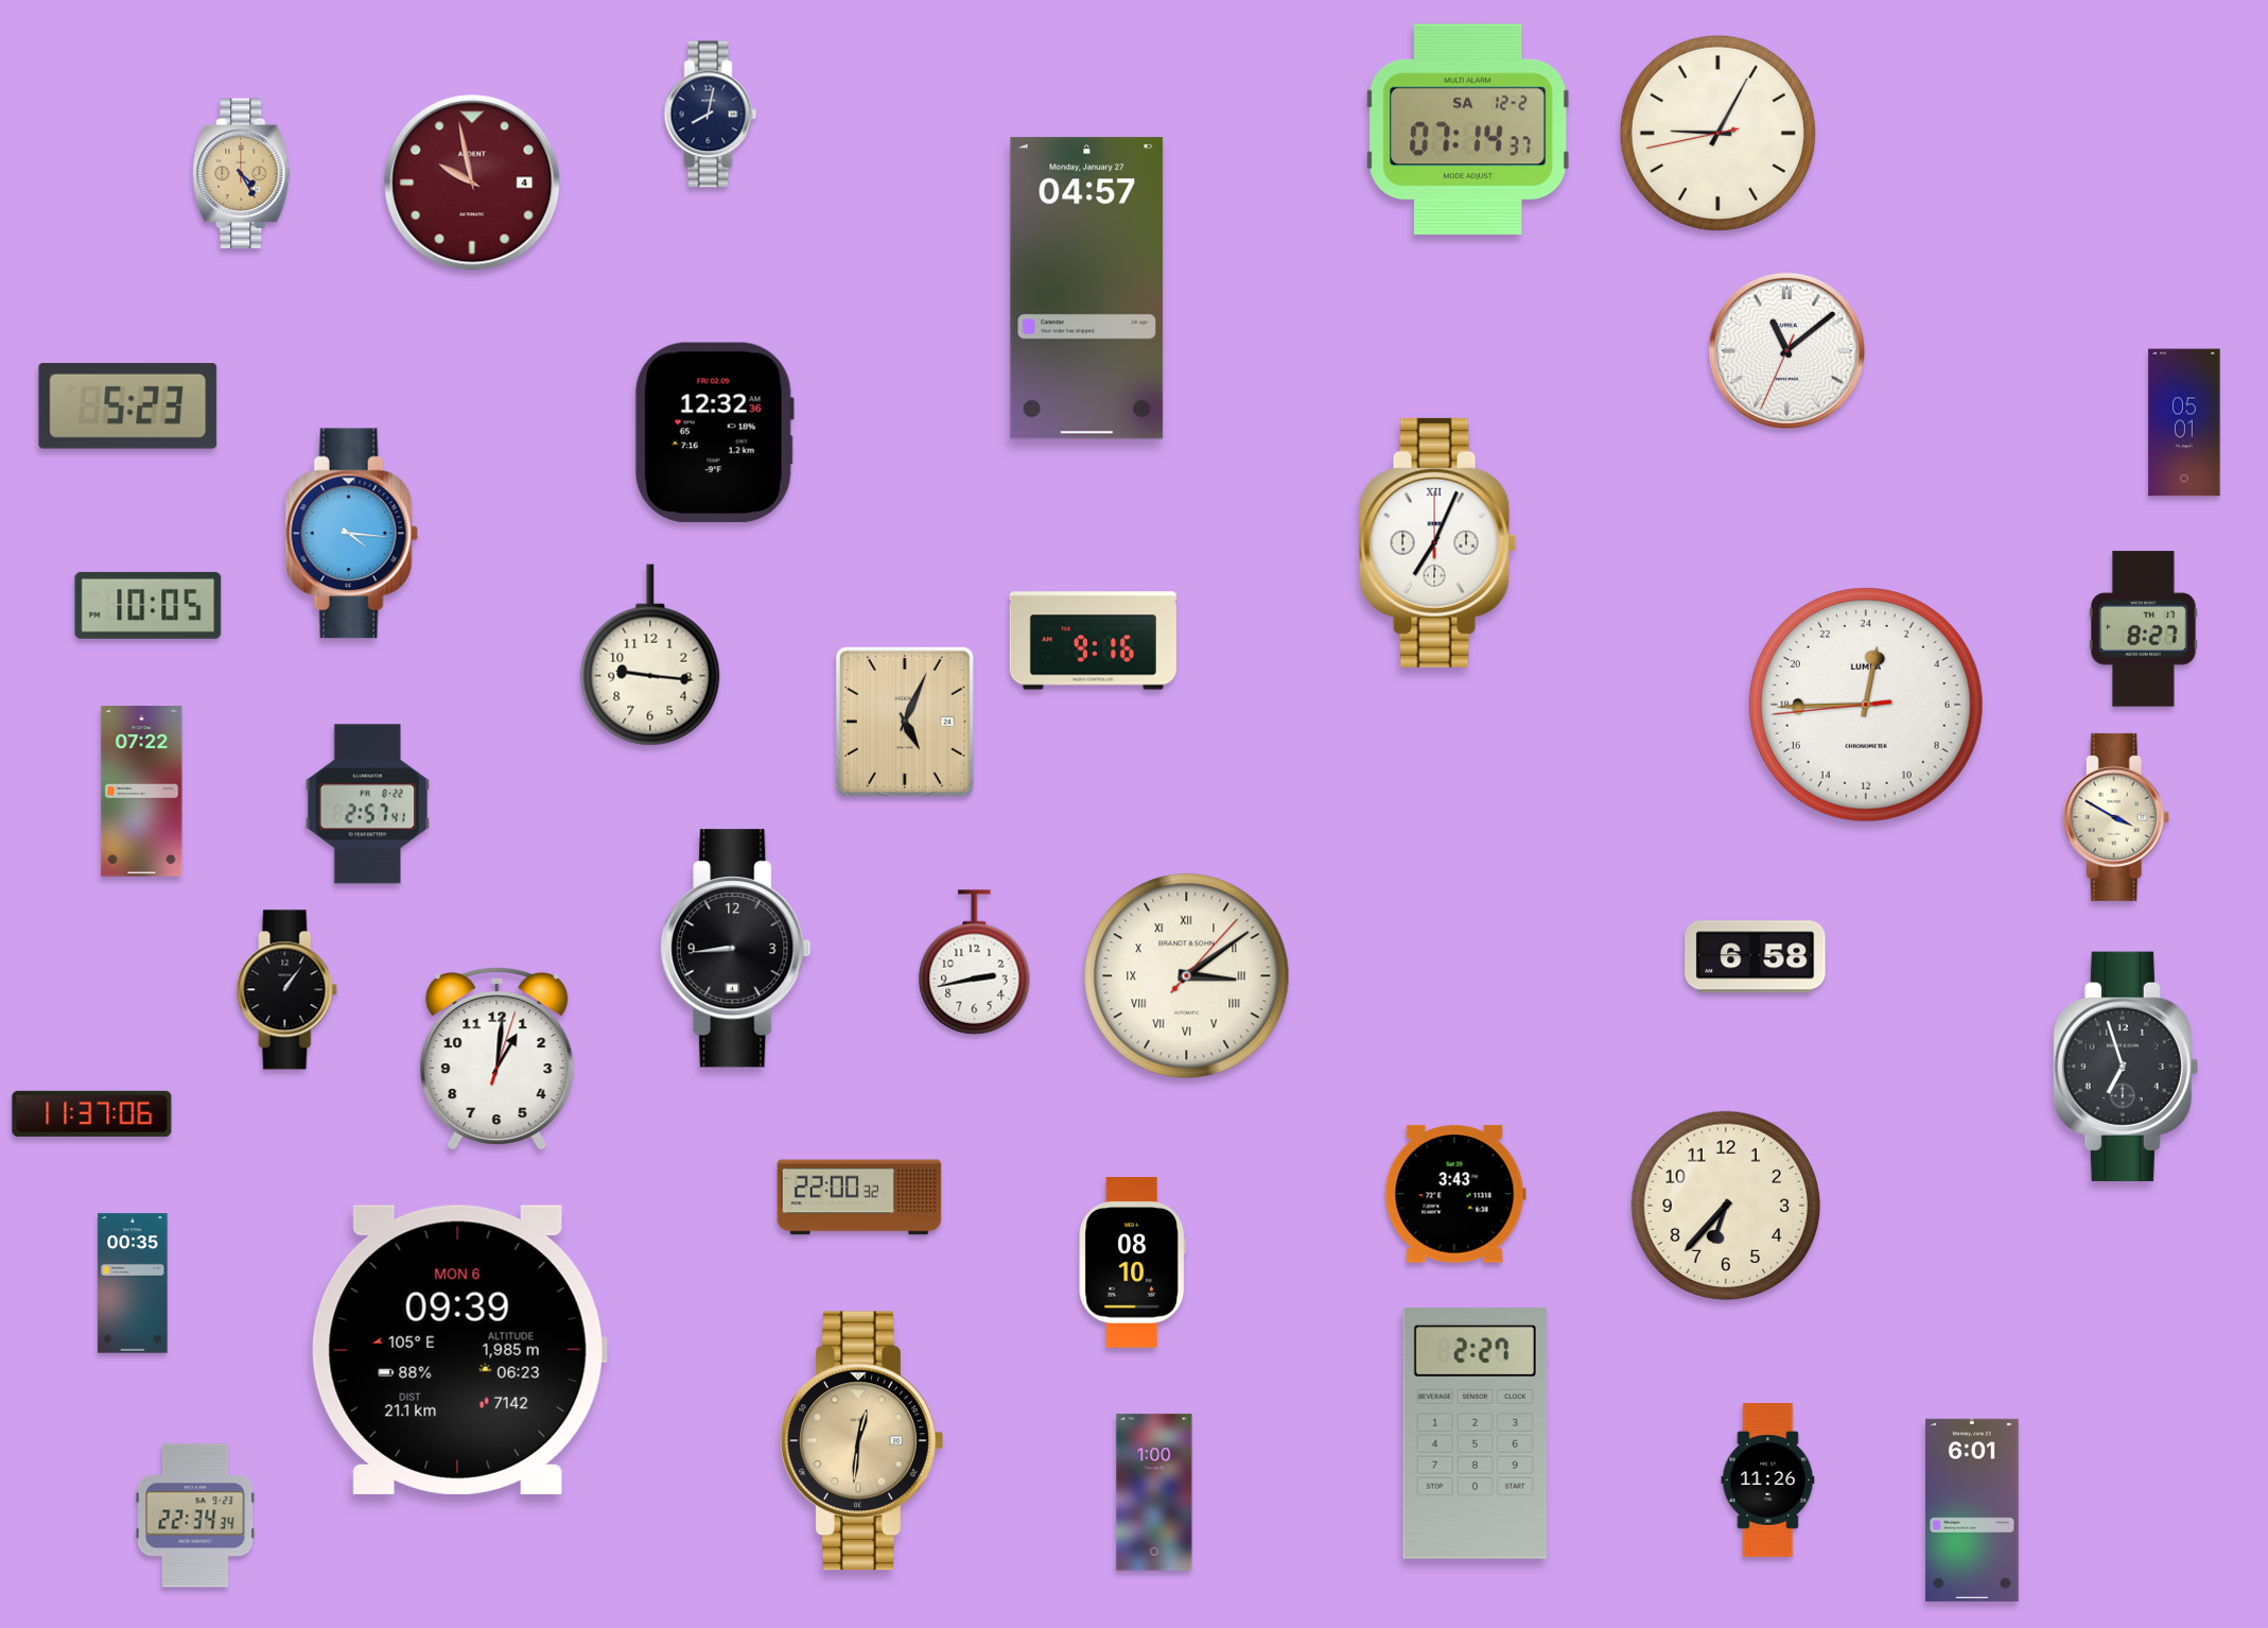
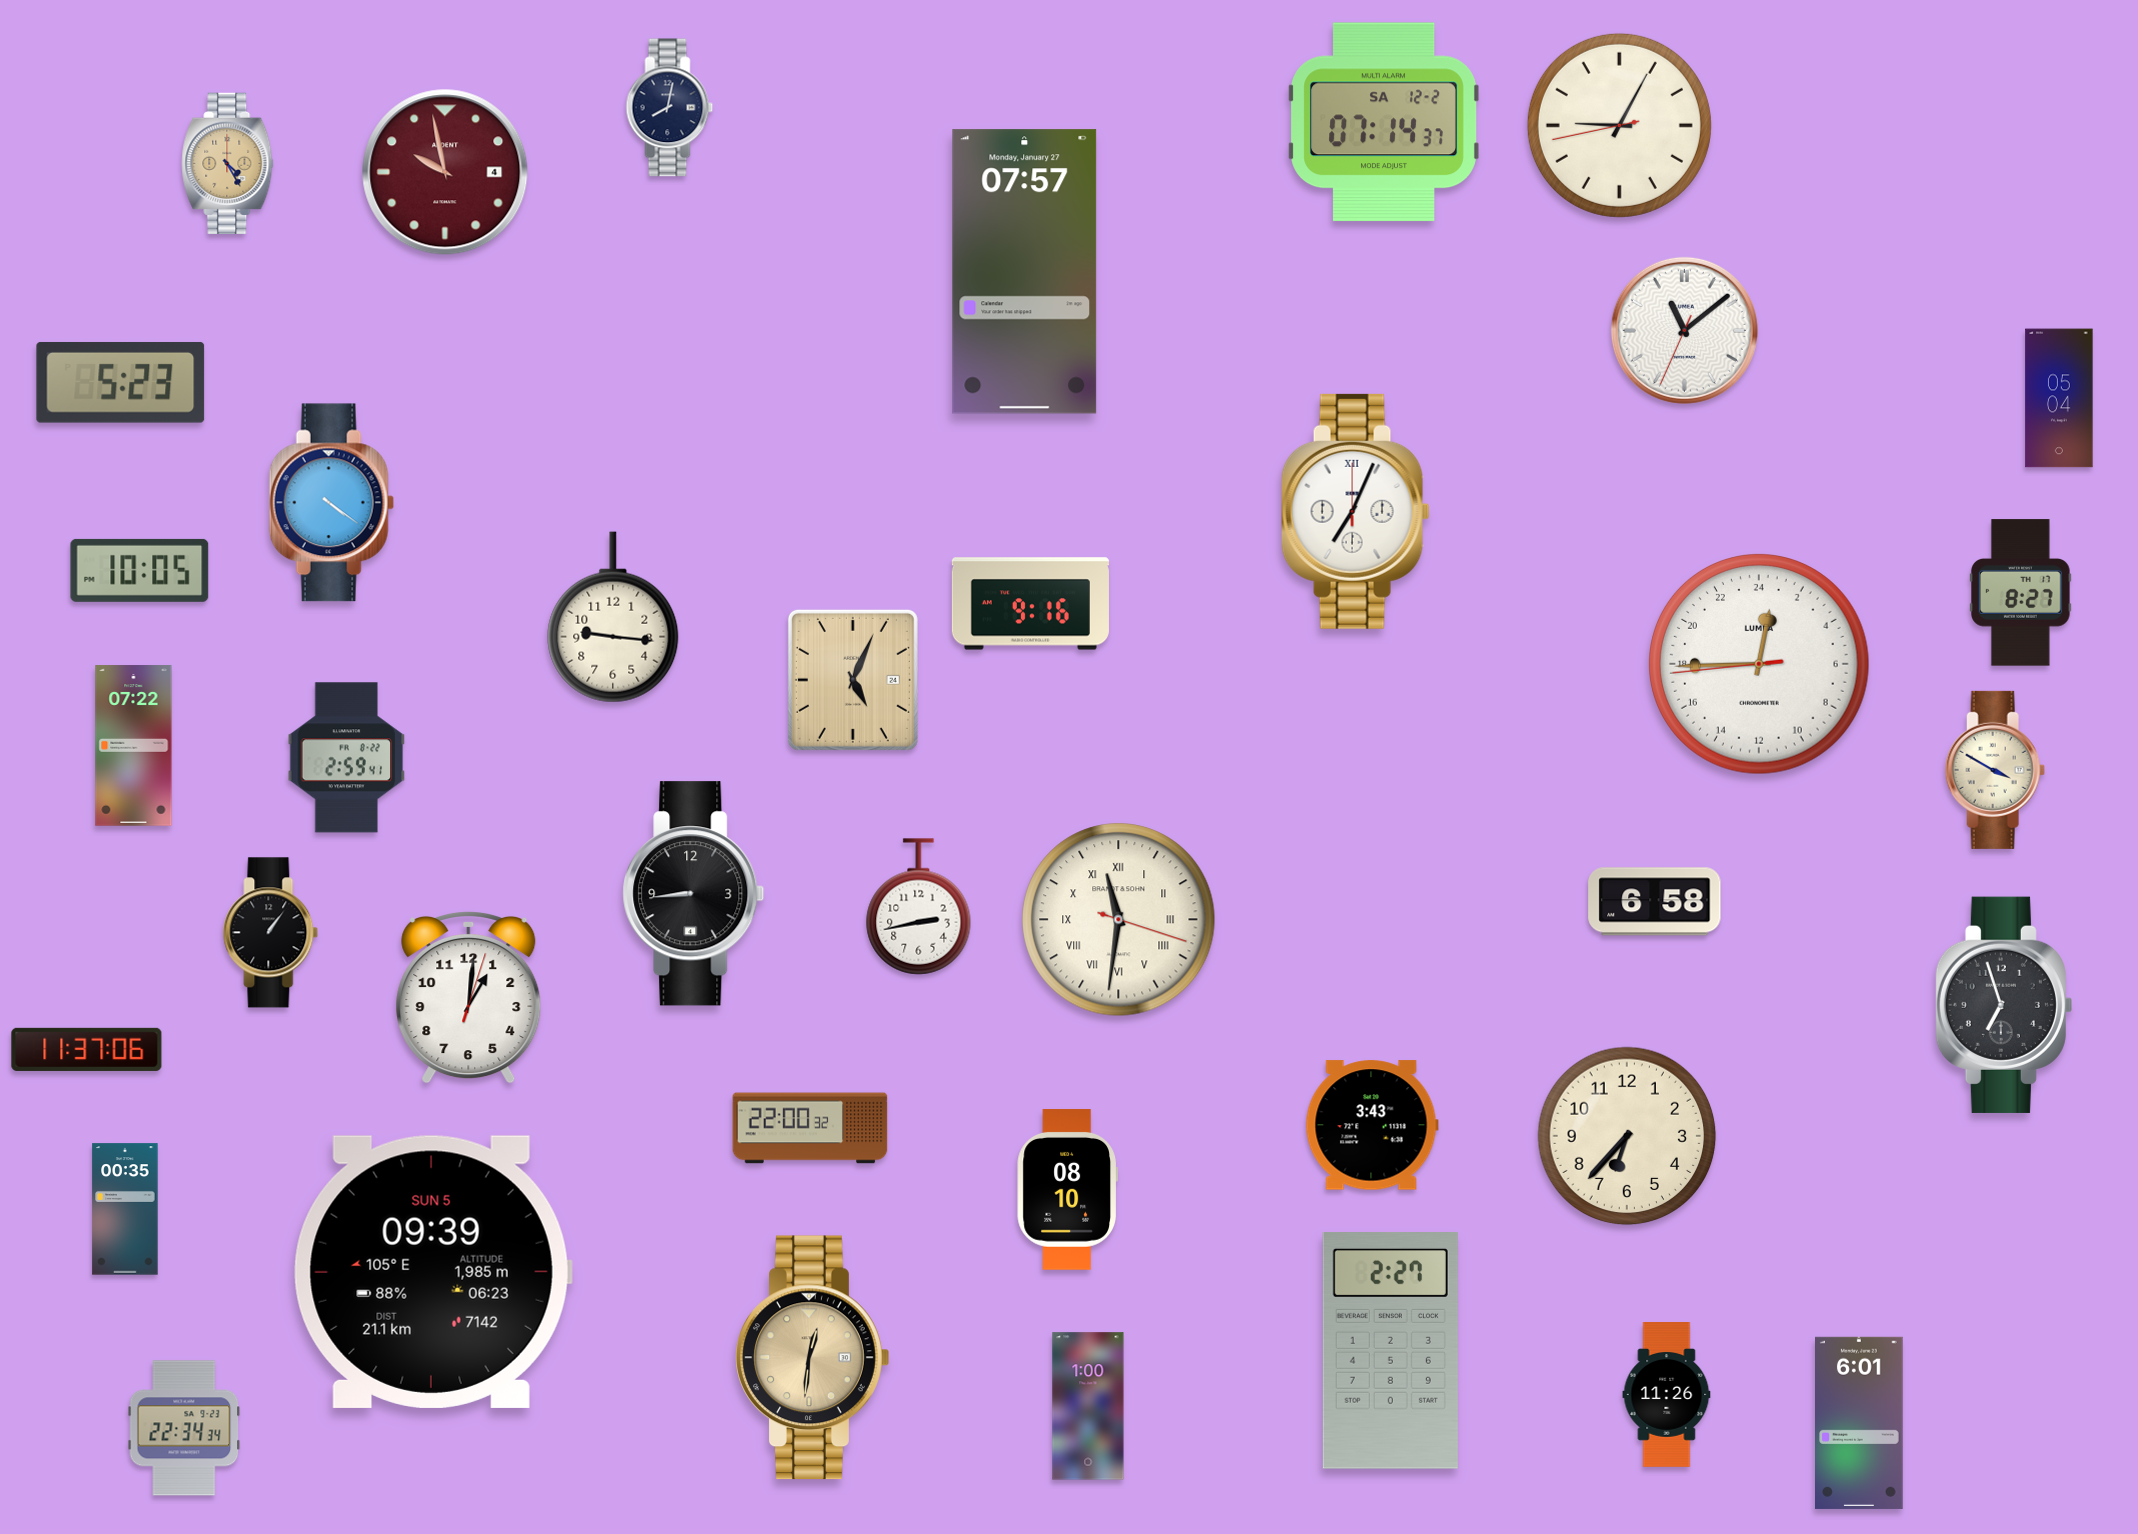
clock at (1087, 289): 04:57 -> 07:57
clock at (2184, 422): 05:01 -> 05:04
clock at (714, 433): 12:32 -> none
clock at (351, 534): 4:16 -> 4:21
clock at (368, 804): 2:57 -> 2:59
clock at (1187, 976): 3:09 -> 11:31
clock at (459, 1350) date: MON 6 -> SUN 5
